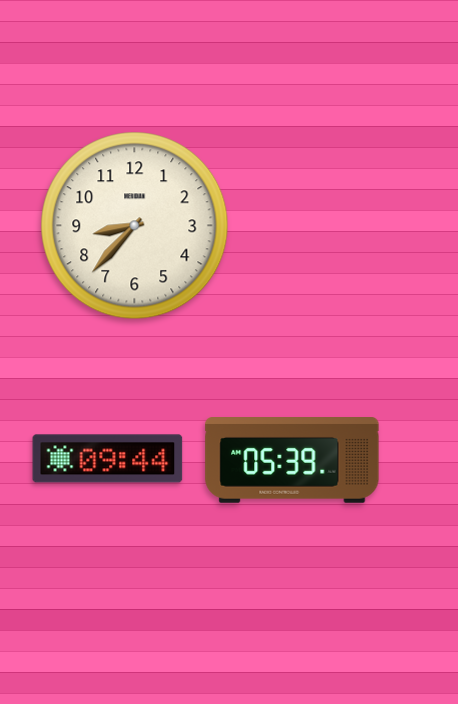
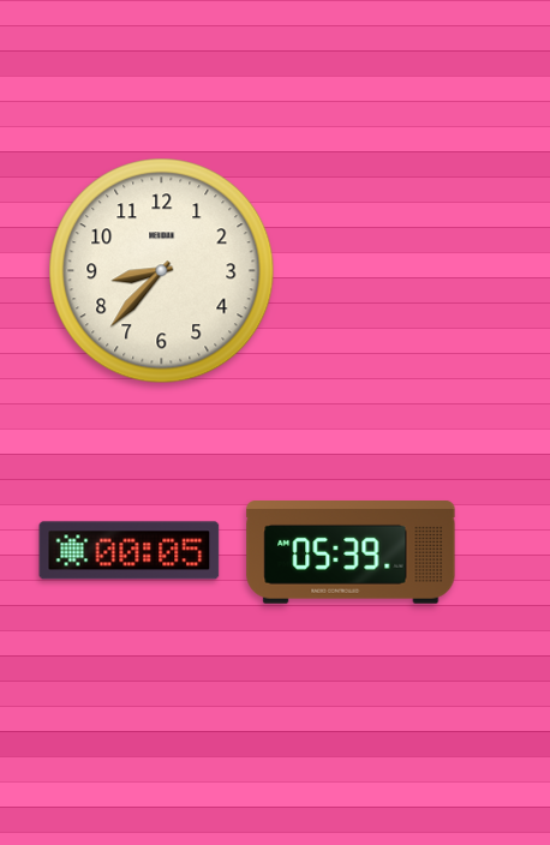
clock at (108, 459): 09:44 -> 00:05
